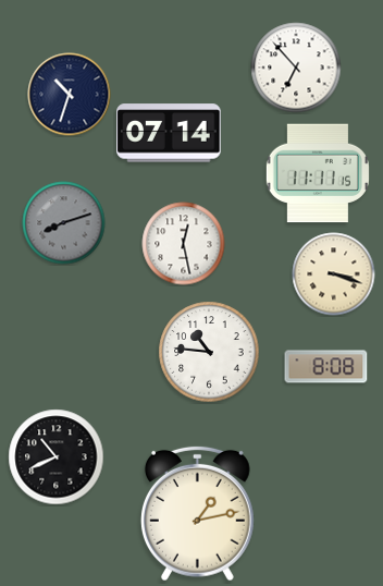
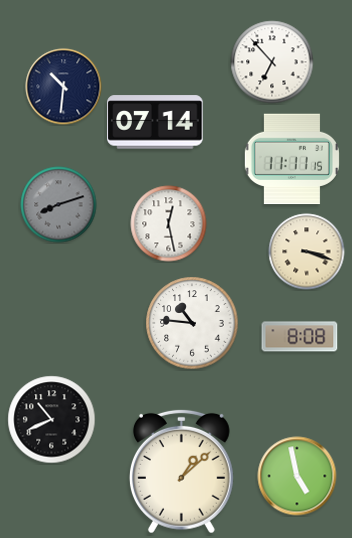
clock at (70, 95): 10:33 -> 10:31
clock at (197, 513): 1:13 -> 1:08
clock at (297, 476): none -> 4:58
